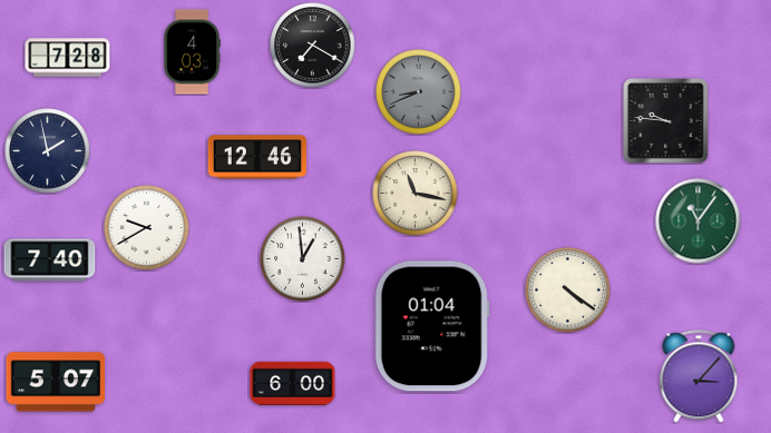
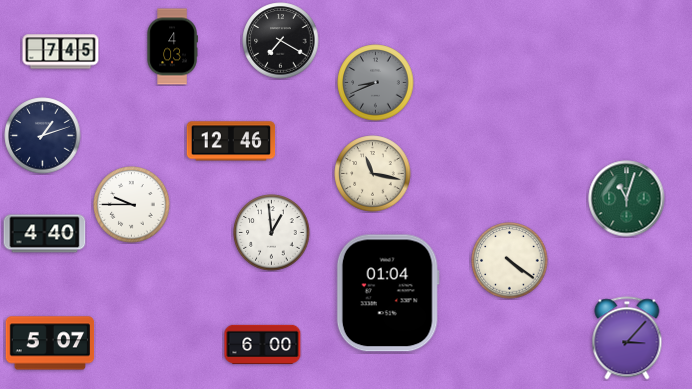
clock at (68, 58): 7:28 -> 7:45
clock at (666, 121): 9:46 -> none
clock at (48, 151): 1:58 -> 1:12
clock at (699, 222): 11:06 -> 11:03
clock at (147, 228): 9:40 -> 9:45
clock at (50, 260): 7:40 -> 4:40
